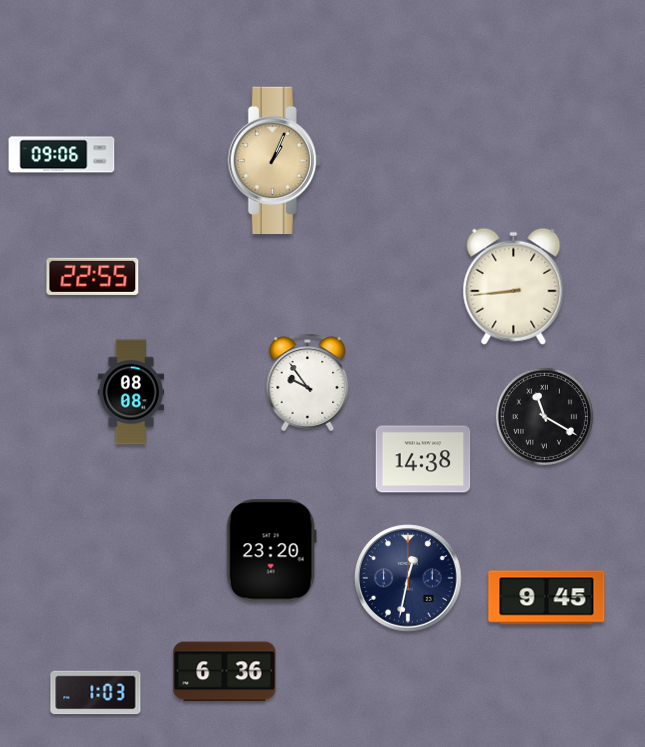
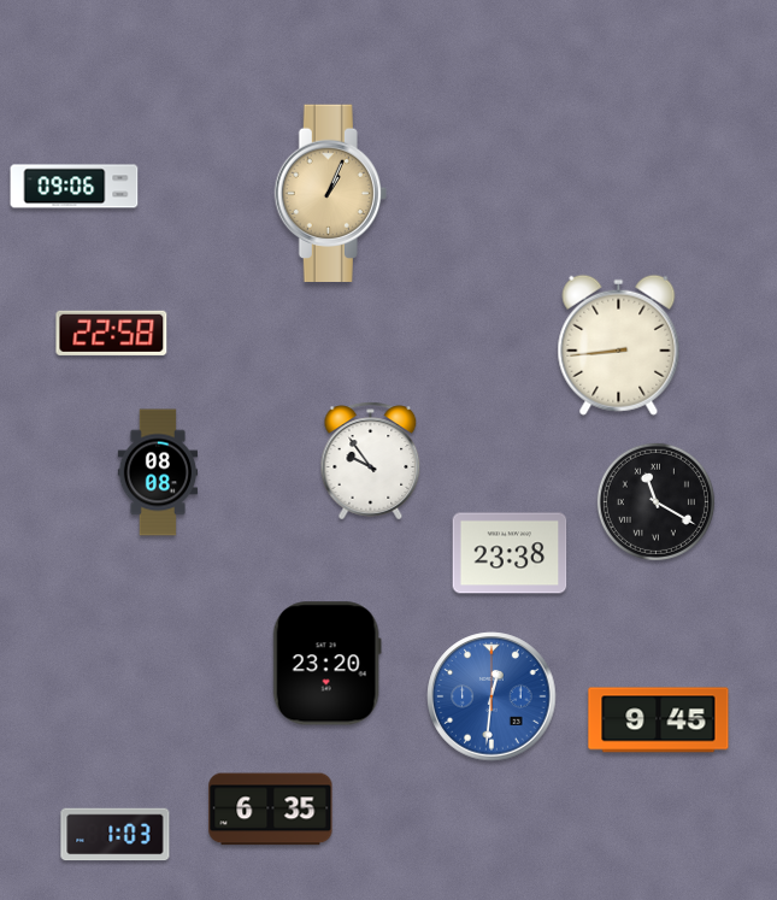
clock at (93, 276): 22:55 -> 22:58
clock at (423, 459): 14:38 -> 23:38
clock at (408, 578): 12:32 -> 12:31
clock at (408, 578) dial: navy -> blue
clock at (225, 672): 6:36 -> 6:35
